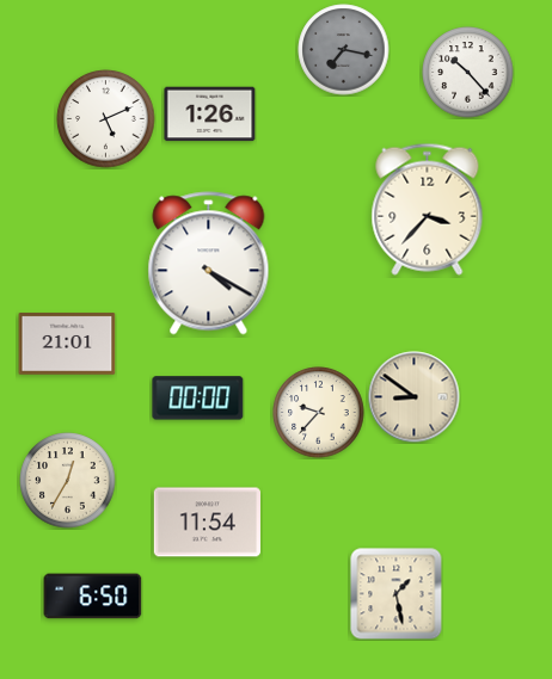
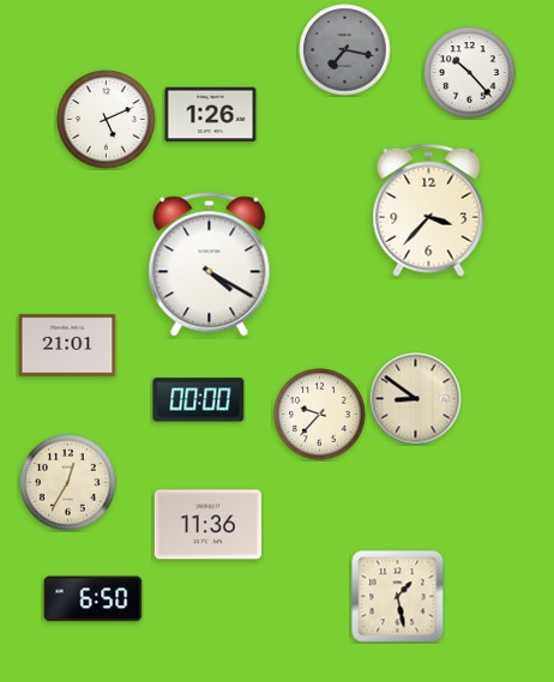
clock at (207, 523): 11:54 -> 11:36
